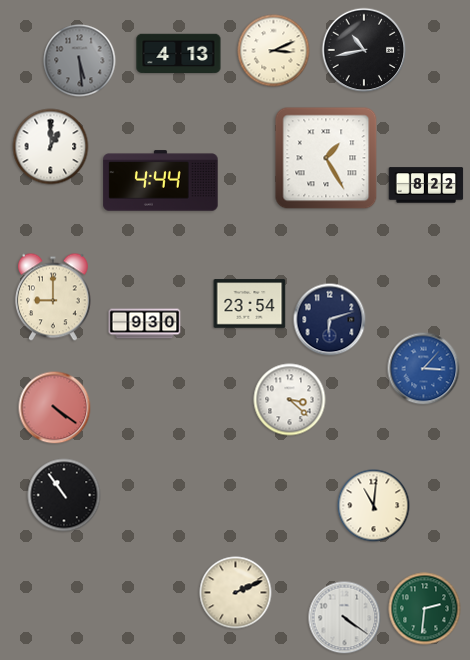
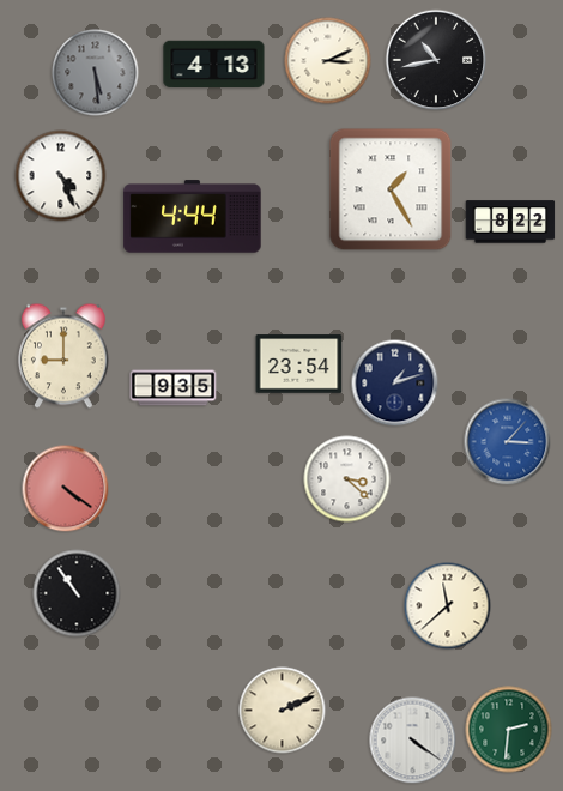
clock at (51, 147): 1:00 -> 4:26
clock at (330, 320): 6:12 -> 1:12
clock at (145, 324): 9:30 -> 9:35
clock at (374, 506): 11:01 -> 11:38
